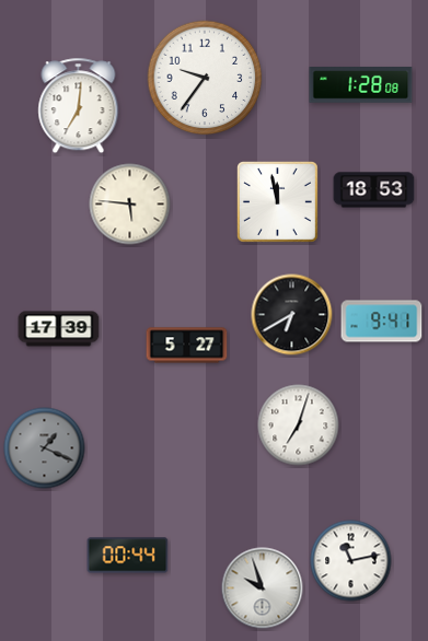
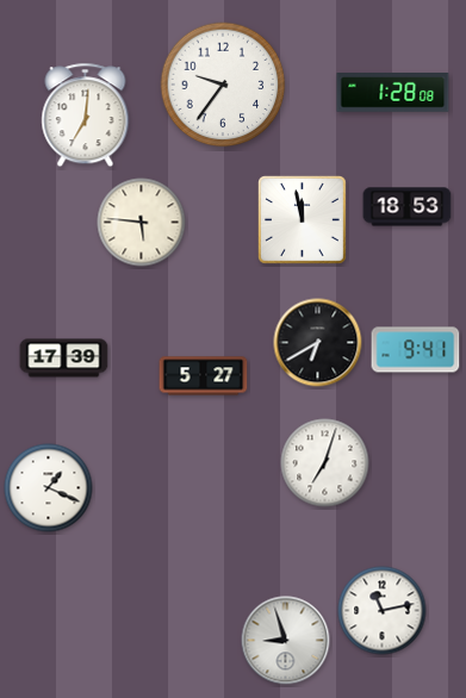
clock at (45, 448) dial: grey -> white
clock at (128, 556): 00:44 -> none
clock at (263, 588): 9:57 -> 8:57
